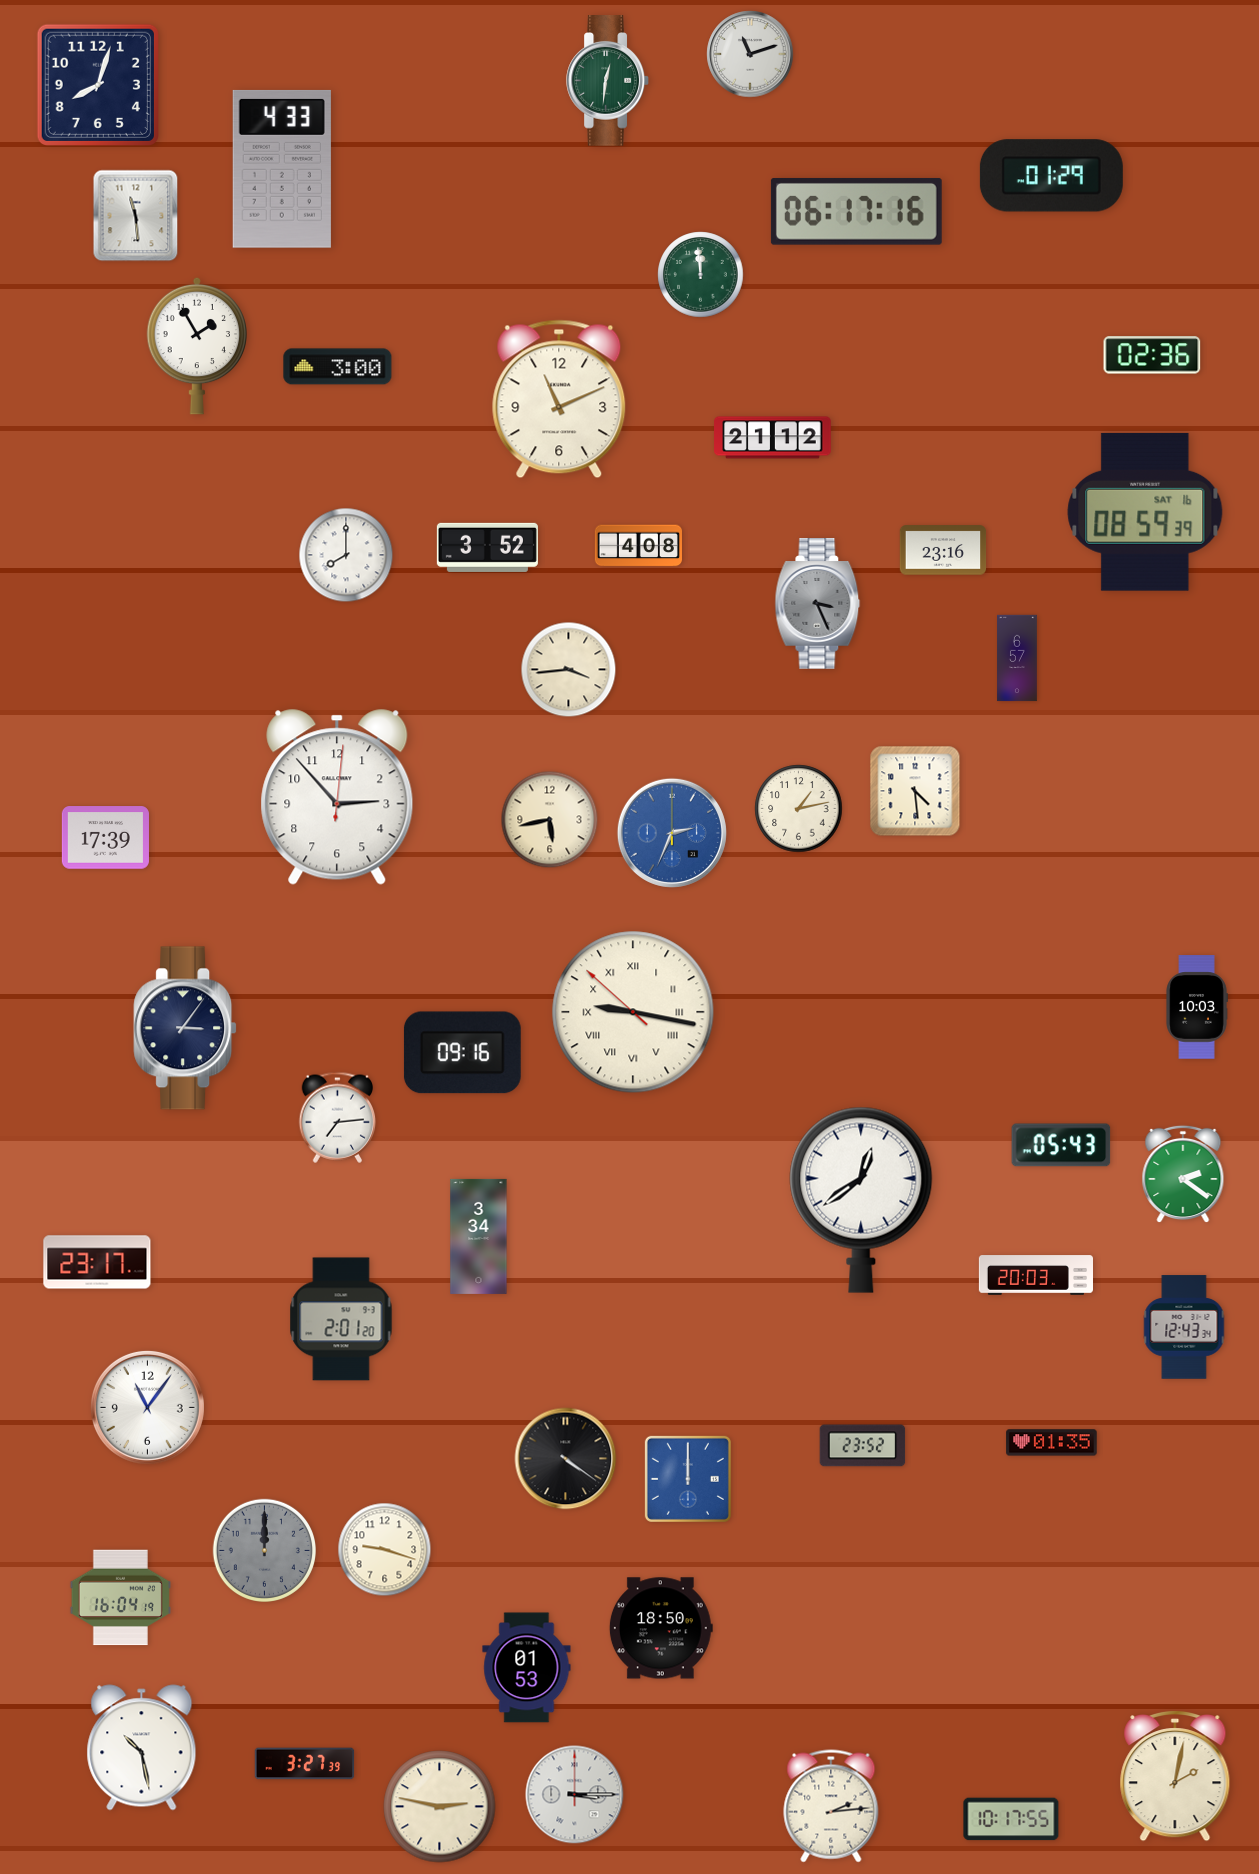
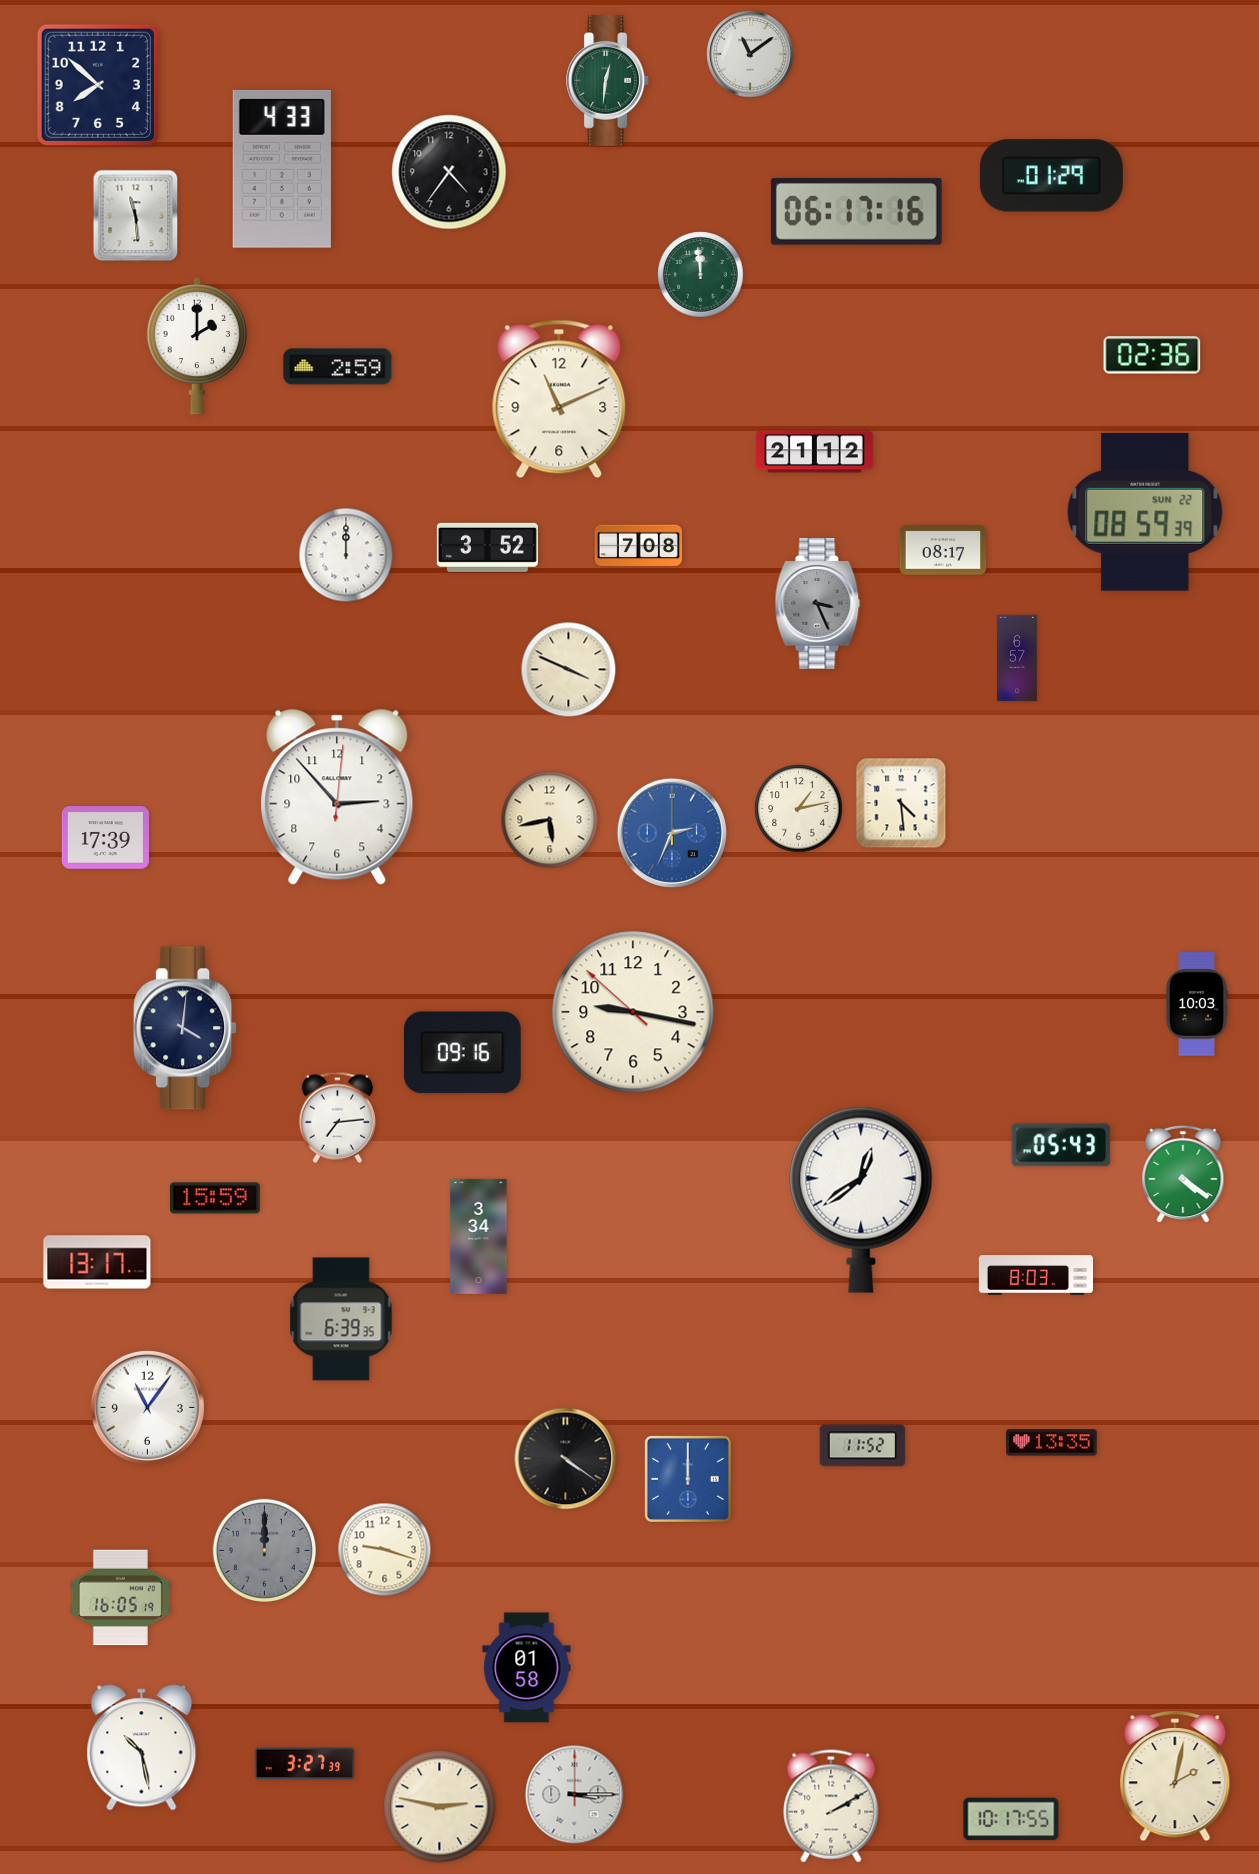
clock at (750, 54): 11:12 -> 11:09
clock at (98, 85): 8:03 -> 7:52
clock at (449, 172): none -> 4:36
clock at (197, 346): 1:55 -> 2:00
clock at (338, 367): 3:00 -> 2:59
clock at (773, 438) position: (773, 438) -> (815, 452)
clock at (1145, 512) date: SAT 16 -> SUN 22
clock at (638, 546): 4:08 -> 7:08
clock at (943, 550): 23:16 -> 08:17
clock at (346, 555): 8:00 -> 12:00
clock at (569, 670): 3:44 -> 3:49
clock at (915, 791) position: (915, 791) -> (901, 803)
clock at (1197, 1007) position: (1197, 1007) -> (1197, 1004)
clock at (633, 1012) numerals: Roman -> Arabic
clock at (185, 1028): 3:06 -> 4:01
clock at (1183, 1174): 2:21 -> 4:21
clock at (216, 1198): none -> 15:59
clock at (97, 1262): 23:17 -> 13:17
clock at (1035, 1275): 20:03 -> 8:03
clock at (341, 1319): 2:01 -> 6:39
clock at (1184, 1327): 12:43 -> none
clock at (1052, 1443): 01:35 -> 13:35
clock at (863, 1446): 23:52 -> 11:52
clock at (120, 1598): 16:04 -> 16:05
clock at (661, 1628): 18:50 -> none
clock at (527, 1668): 01:53 -> 01:58
clock at (831, 1806): 2:14 -> 2:10
